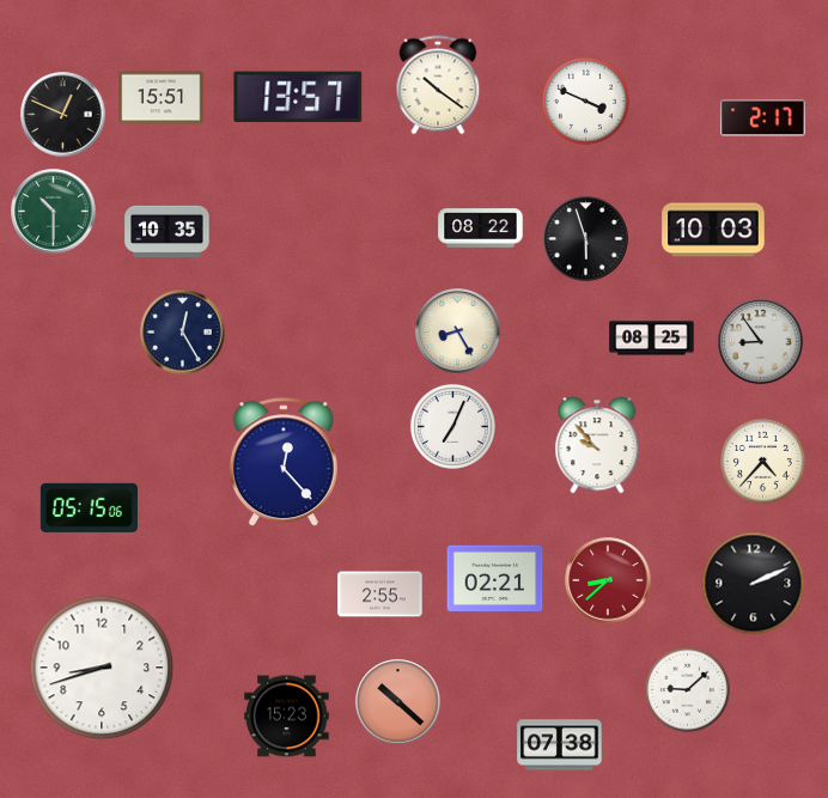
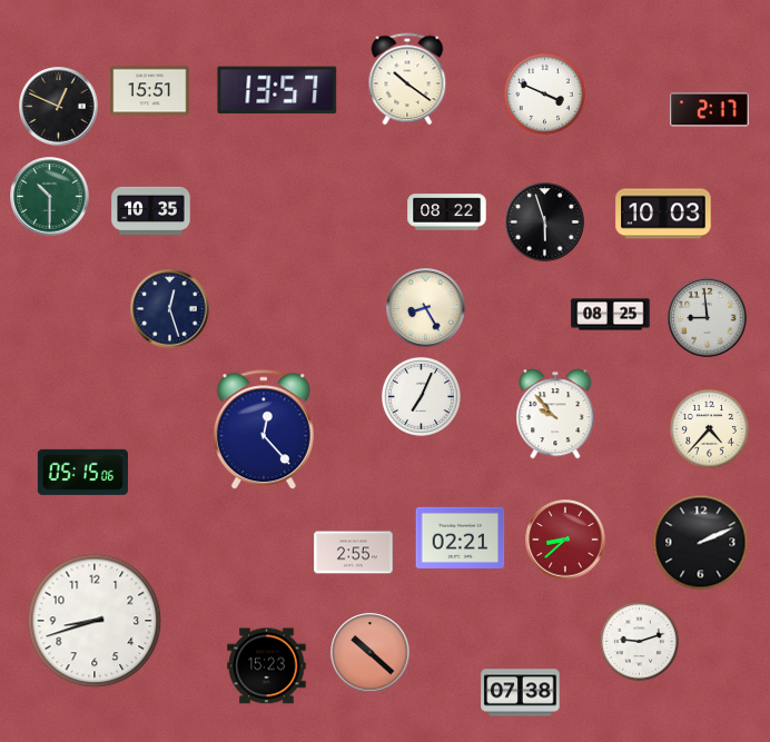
clock at (168, 231) position: (168, 231) -> (151, 210)
clock at (183, 333): 12:25 -> 12:27
clock at (652, 339) position: (652, 339) -> (611, 315)
clock at (761, 342): 8:54 -> 8:59
clock at (687, 689): 9:08 -> 9:12
